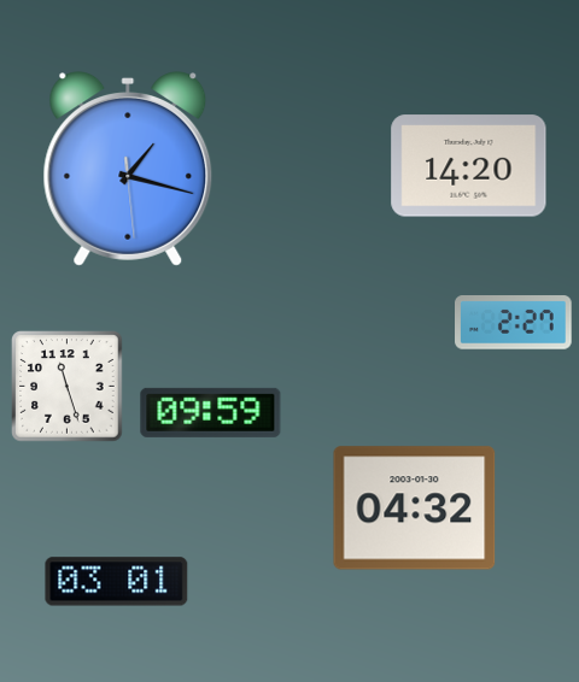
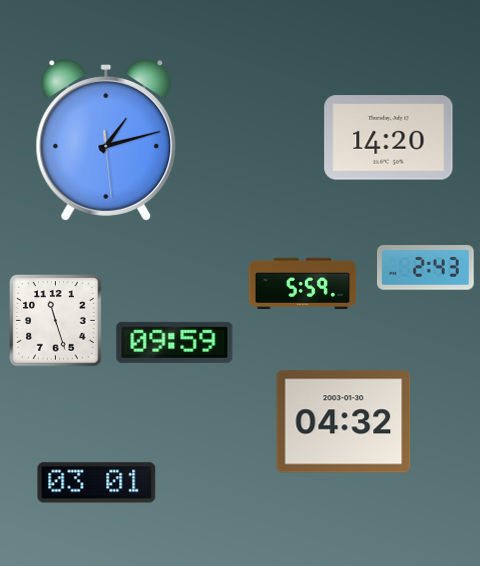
clock at (128, 169): 1:17 -> 1:12
clock at (514, 323): 2:27 -> 2:43
clock at (303, 283): none -> 5:59
